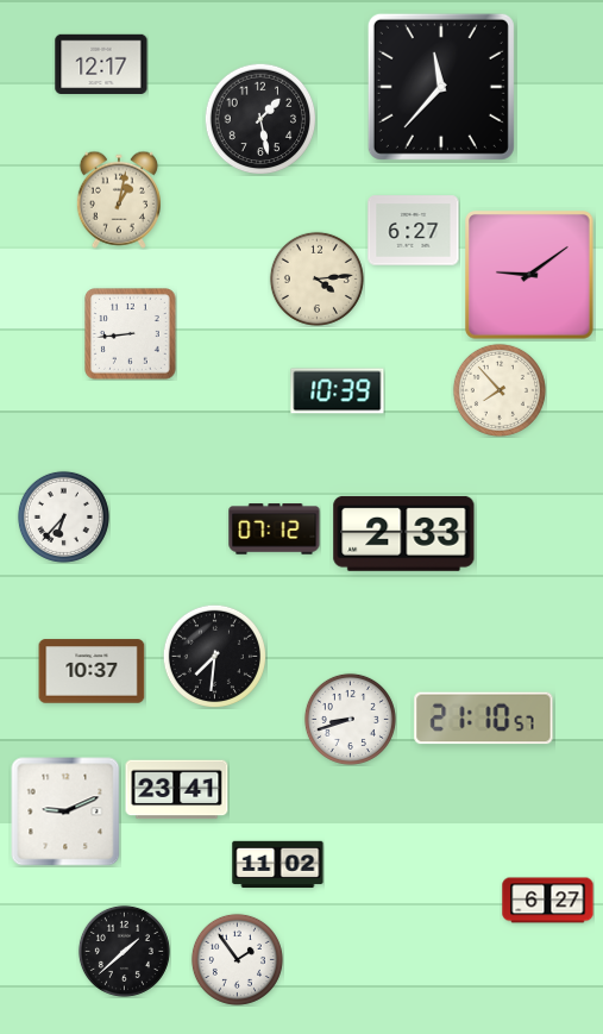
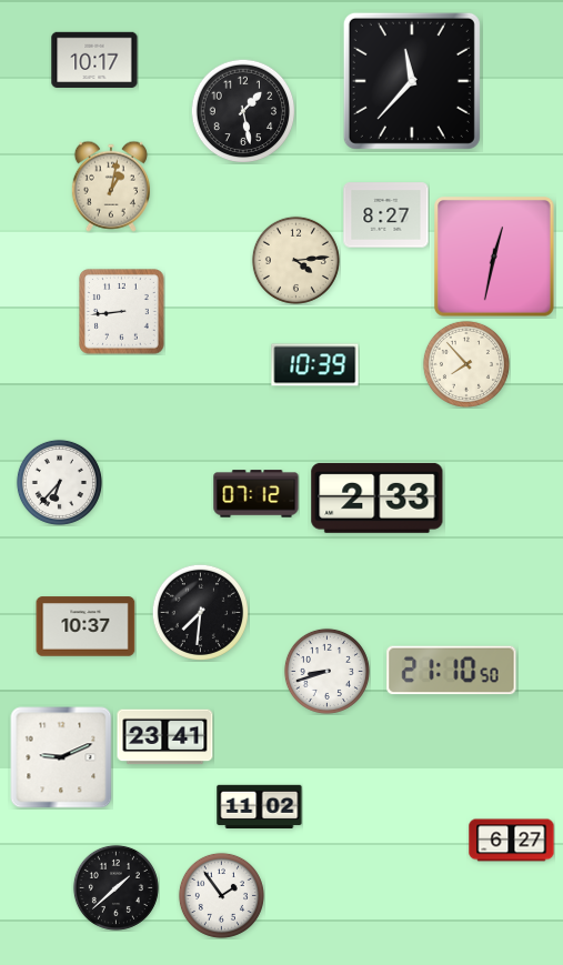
clock at (101, 63): 12:17 -> 10:17
clock at (414, 231): 6:27 -> 8:27
clock at (529, 275): 9:09 -> 12:32
clock at (484, 719): 21:10:57 -> 21:10:50
